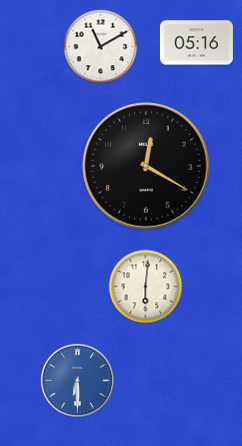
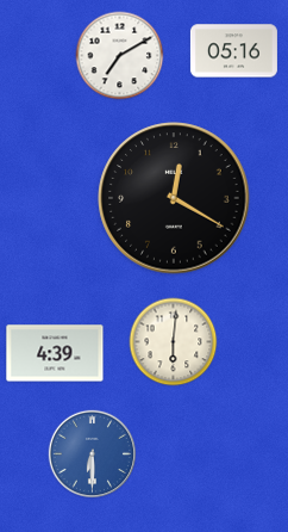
clock at (101, 47): 11:10 -> 7:10
clock at (55, 353): none -> 4:39
